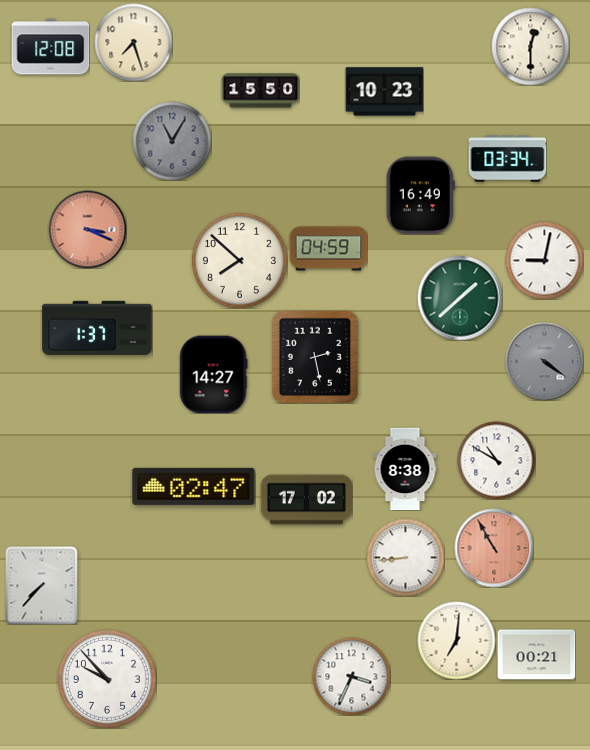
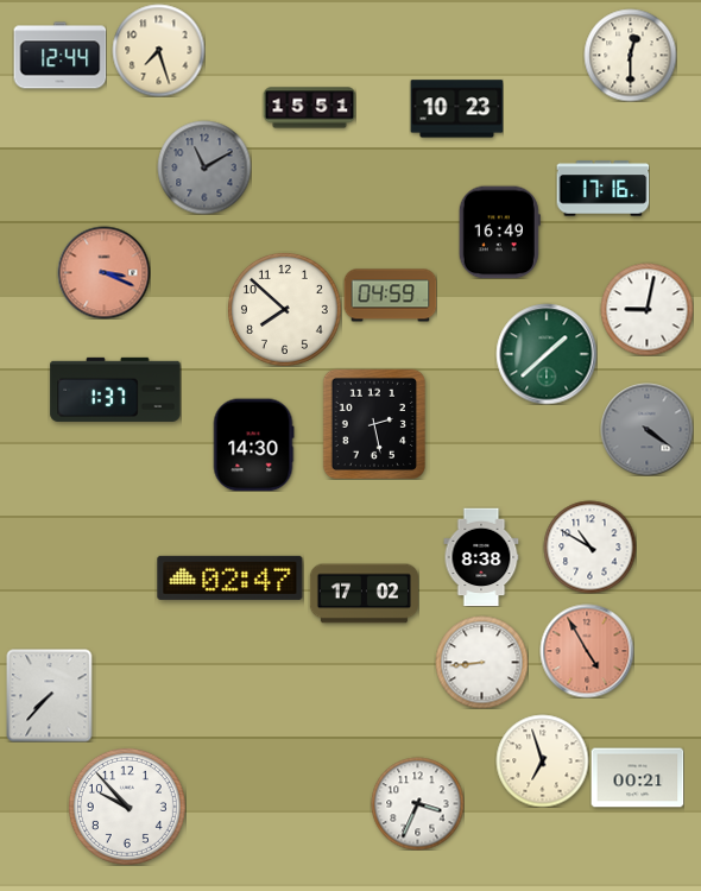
clock at (50, 47): 12:08 -> 12:44
clock at (260, 91): 15:50 -> 15:51
clock at (172, 141): 11:05 -> 11:10
clock at (507, 159): 03:34 -> 17:16
clock at (213, 374): 14:27 -> 14:30
clock at (494, 548): 10:55 -> 4:55
clock at (456, 640): 7:01 -> 6:57
